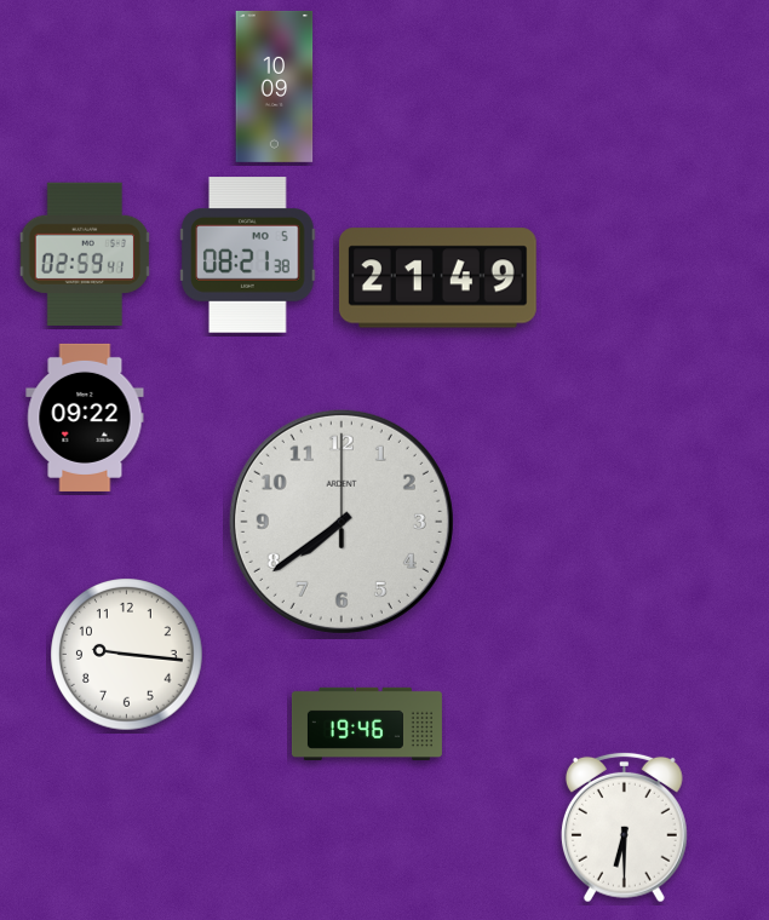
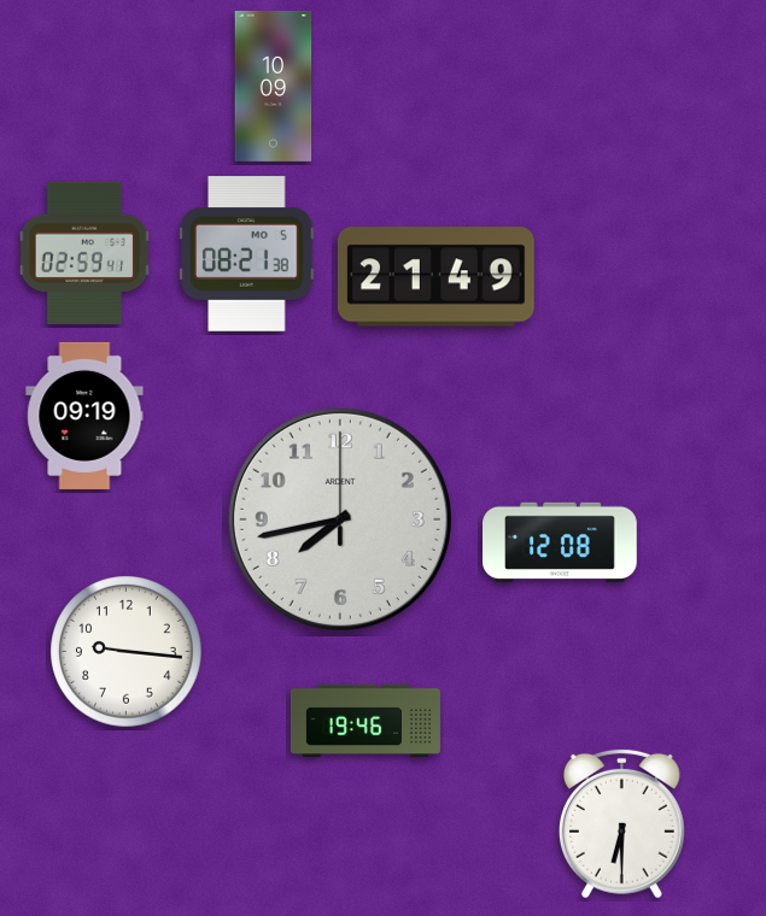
clock at (85, 418): 09:22 -> 09:19
clock at (342, 522): 7:39 -> 7:43
clock at (560, 542): none -> 12:08
